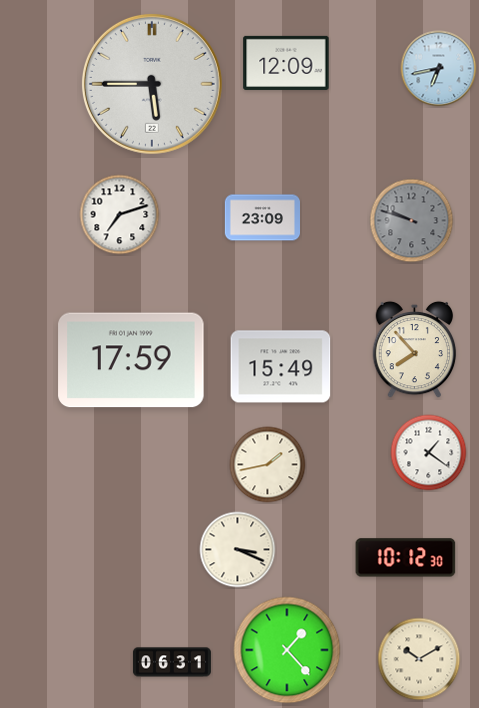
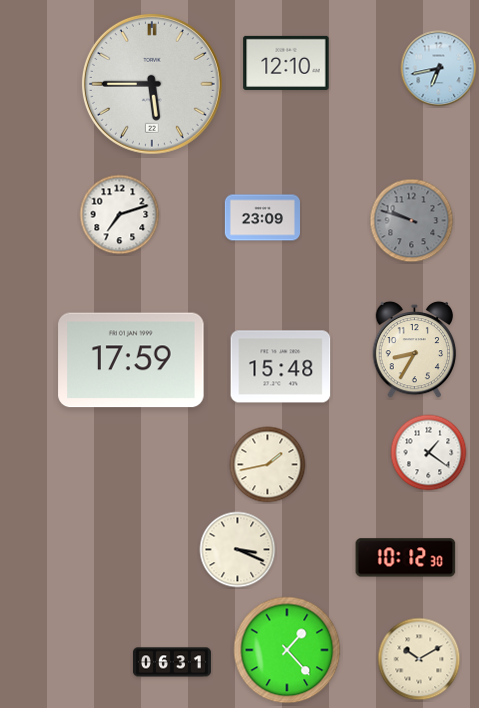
clock at (286, 63): 12:09 -> 12:10
clock at (415, 350): 7:53 -> 8:35
clock at (281, 367): 15:49 -> 15:48
